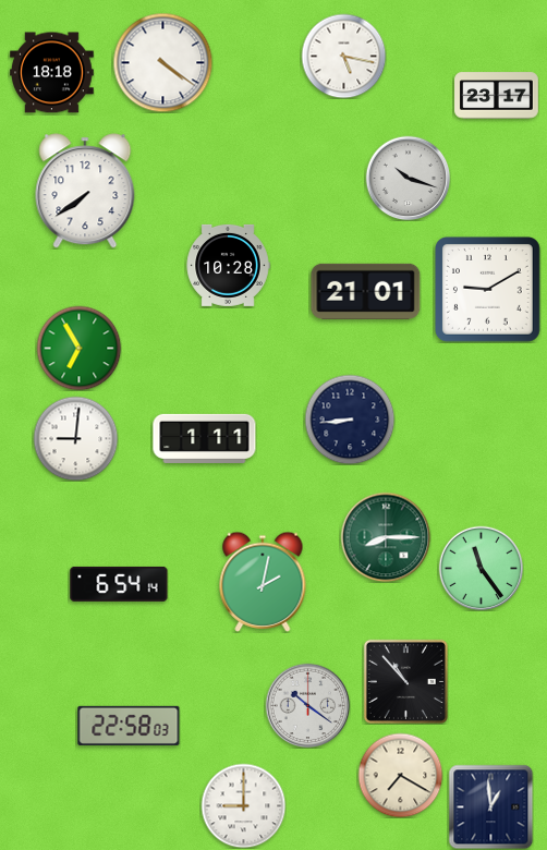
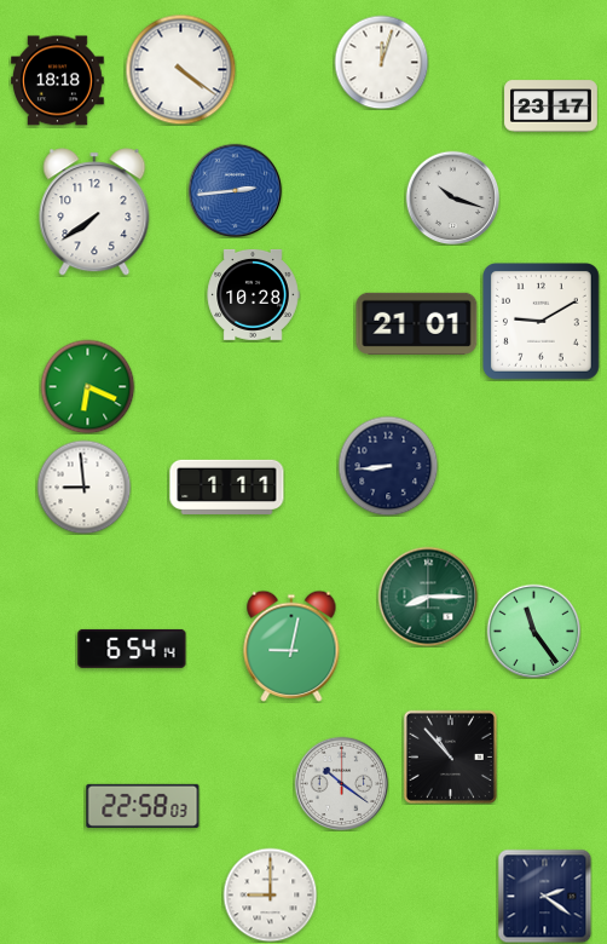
clock at (343, 56): 5:17 -> 12:03
clock at (235, 190): none -> 2:44
clock at (366, 291) position: (366, 291) -> (417, 323)
clock at (78, 348): 6:55 -> 6:19
clock at (75, 438): 9:01 -> 8:59
clock at (263, 582): 2:02 -> 9:02
clock at (400, 775): 7:20 -> none
clock at (490, 806): 12:59 -> 2:21
